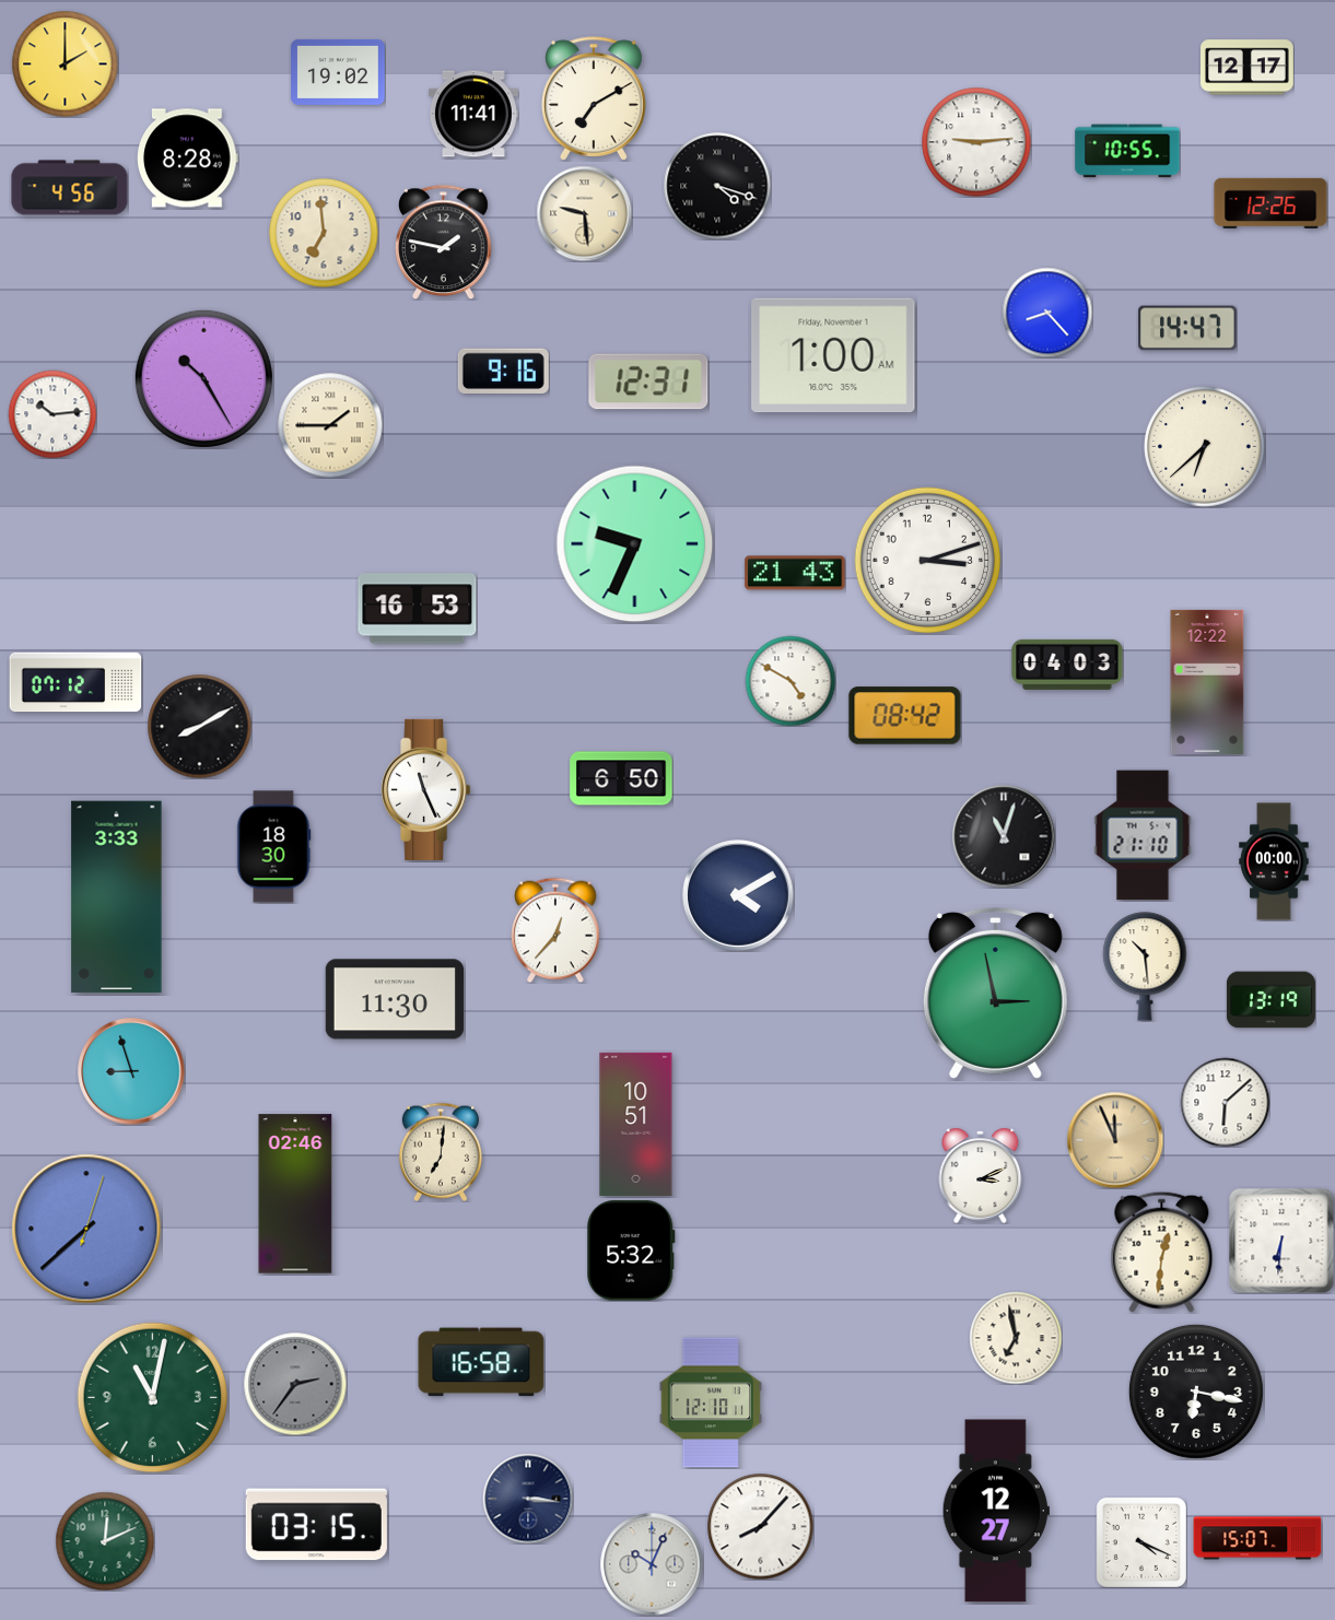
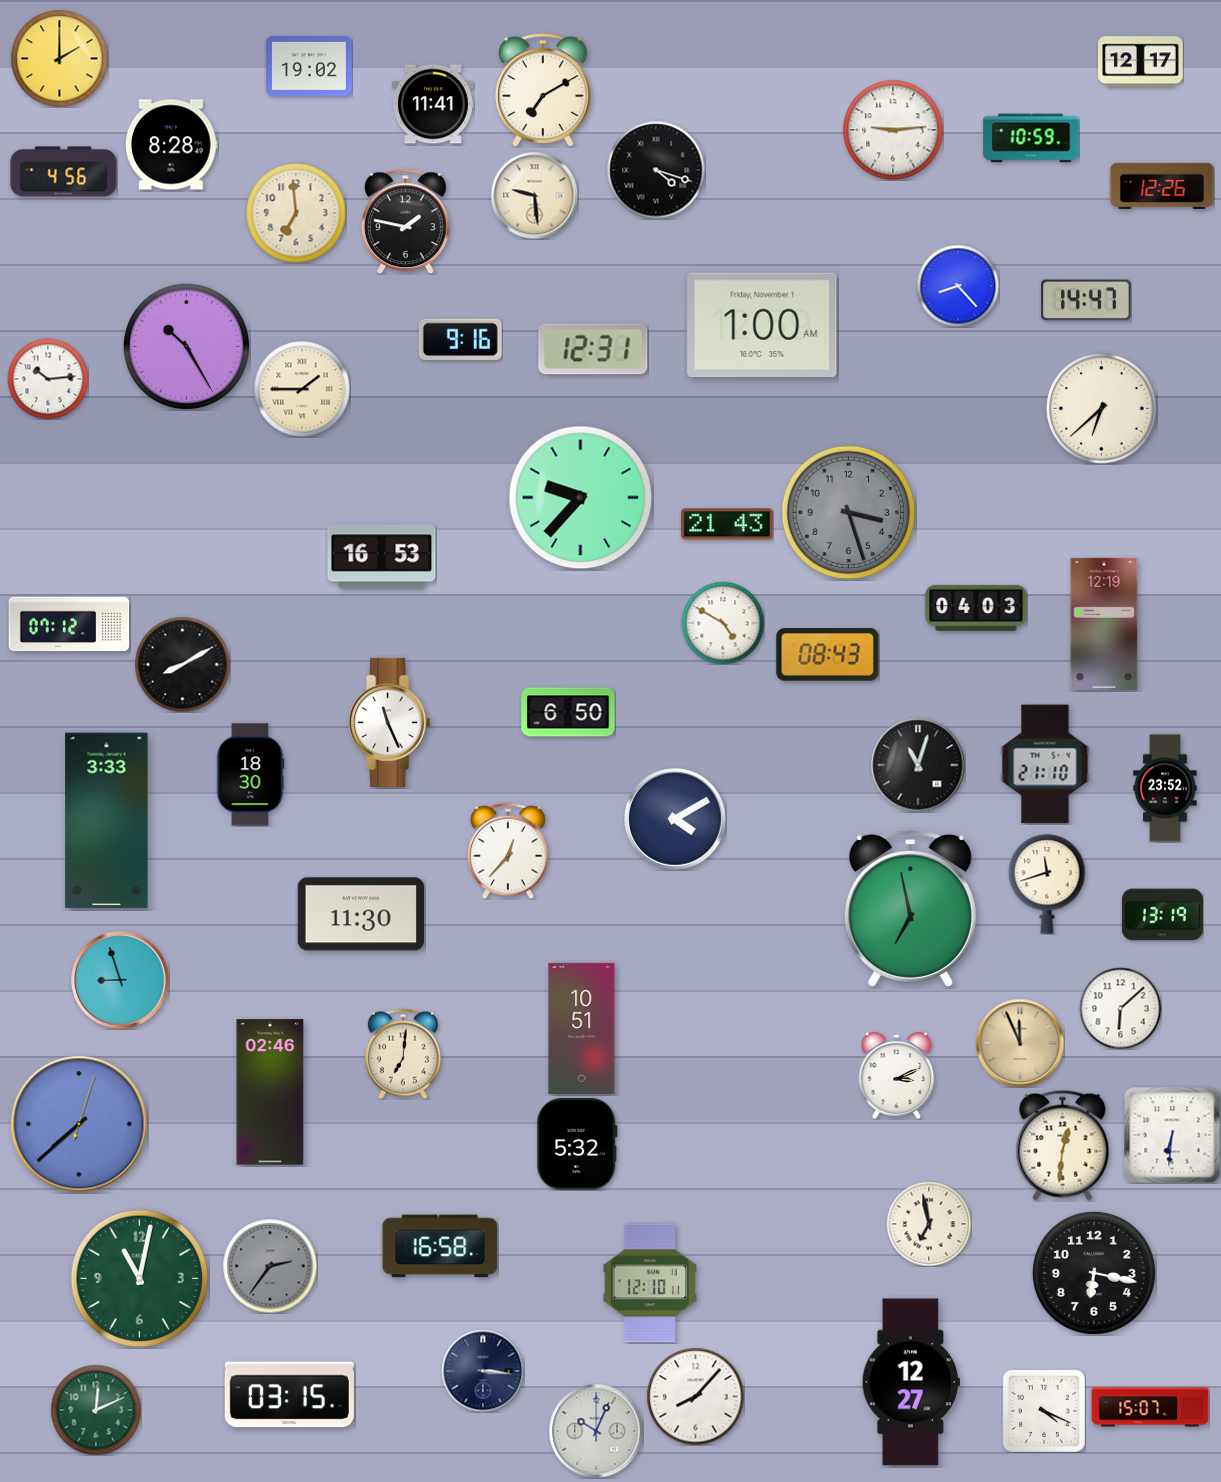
clock at (1127, 151): 10:55 -> 10:59
clock at (635, 544): 9:34 -> 9:37
clock at (927, 560): 3:12 -> 3:27
clock at (927, 560) dial: white -> grey
clock at (1207, 682): 12:22 -> 12:19
clock at (905, 716): 08:42 -> 08:43
clock at (1274, 861): 00:00 -> 23:52
clock at (1145, 966): 10:29 -> 11:42
clock at (995, 993): 2:58 -> 6:58
